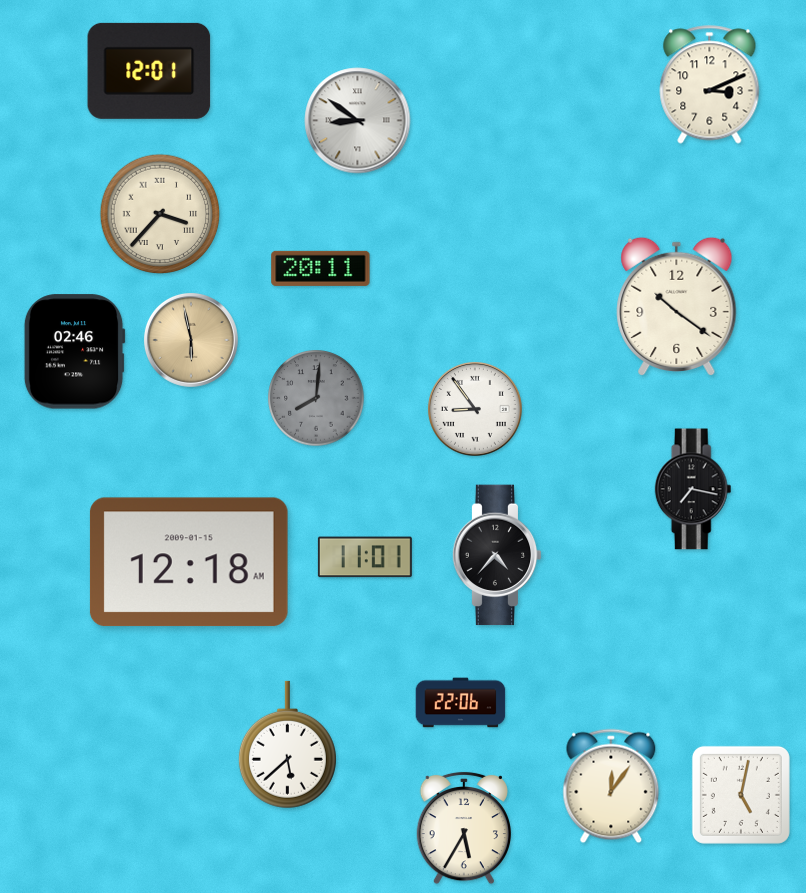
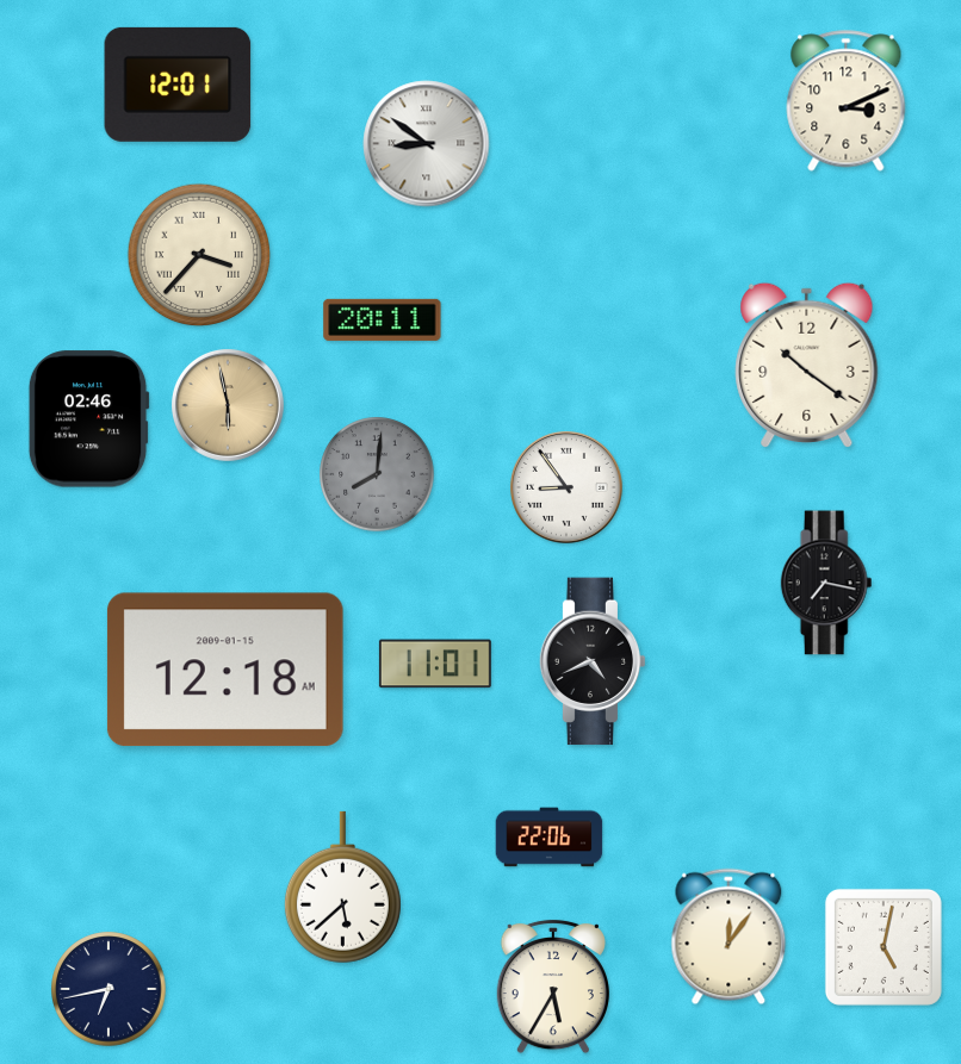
clock at (160, 214) position: (160, 214) -> (199, 255)
clock at (497, 555): 4:37 -> 4:41
clock at (108, 989): none -> 6:43
